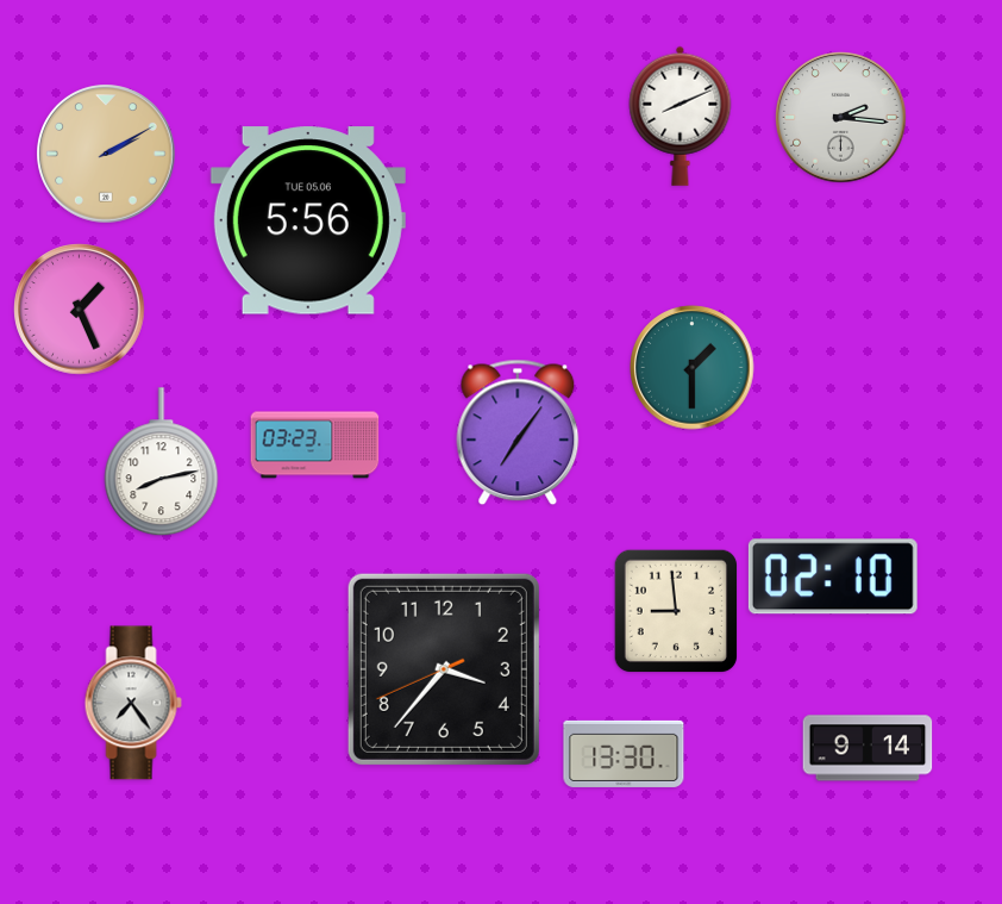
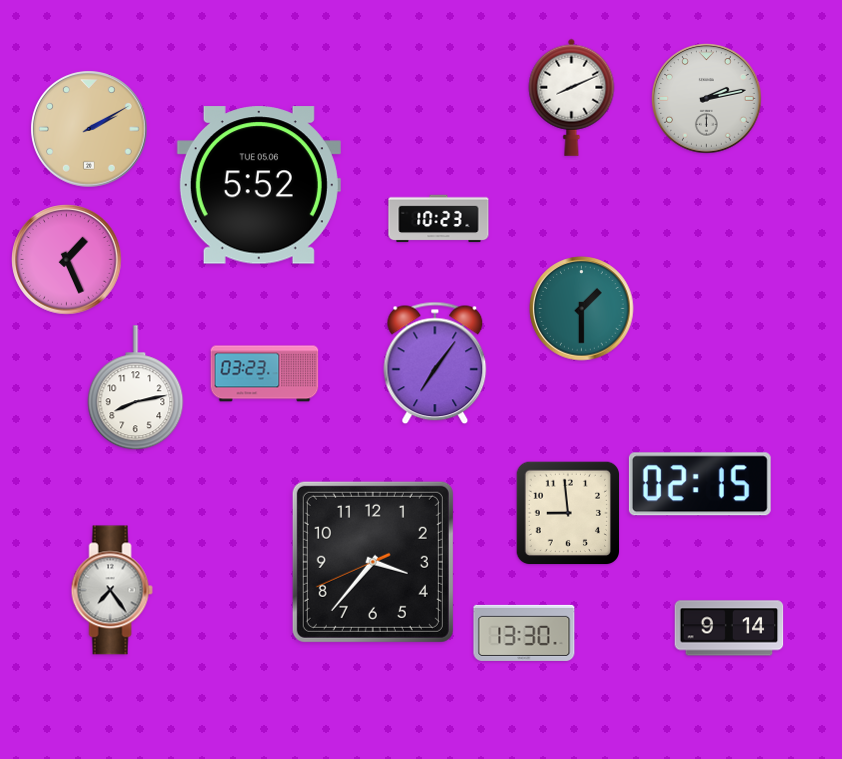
clock at (841, 118): 2:16 -> 2:13
clock at (308, 220): 5:56 -> 5:52
clock at (439, 219): none -> 10:23
clock at (833, 576): 02:10 -> 02:15
